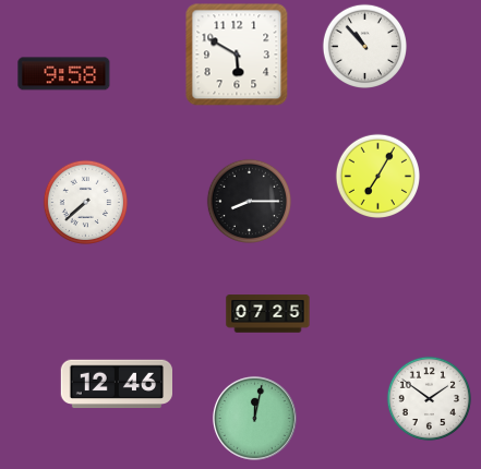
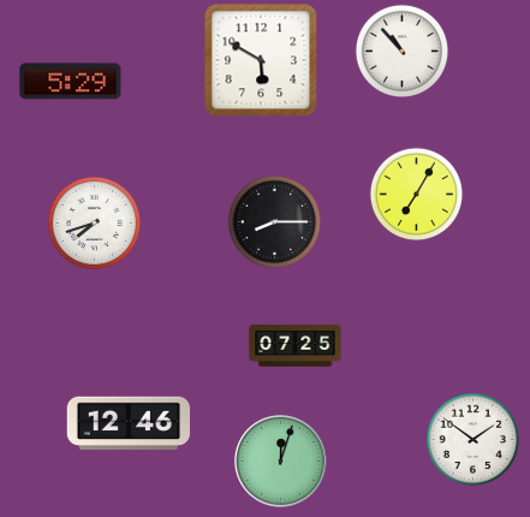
clock at (64, 74): 9:58 -> 5:29
clock at (85, 202): 7:38 -> 7:42
clock at (254, 418): 12:02 -> 12:03
